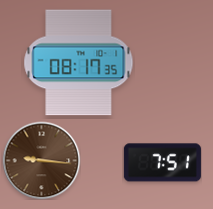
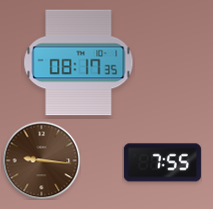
clock at (162, 163): 7:51 -> 7:55
